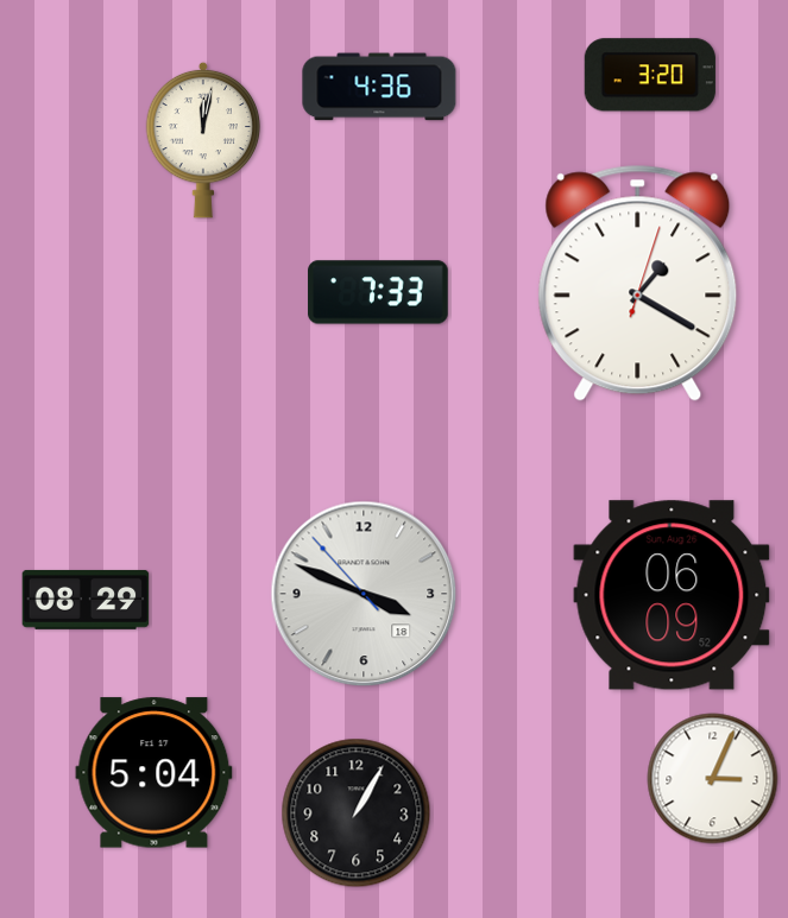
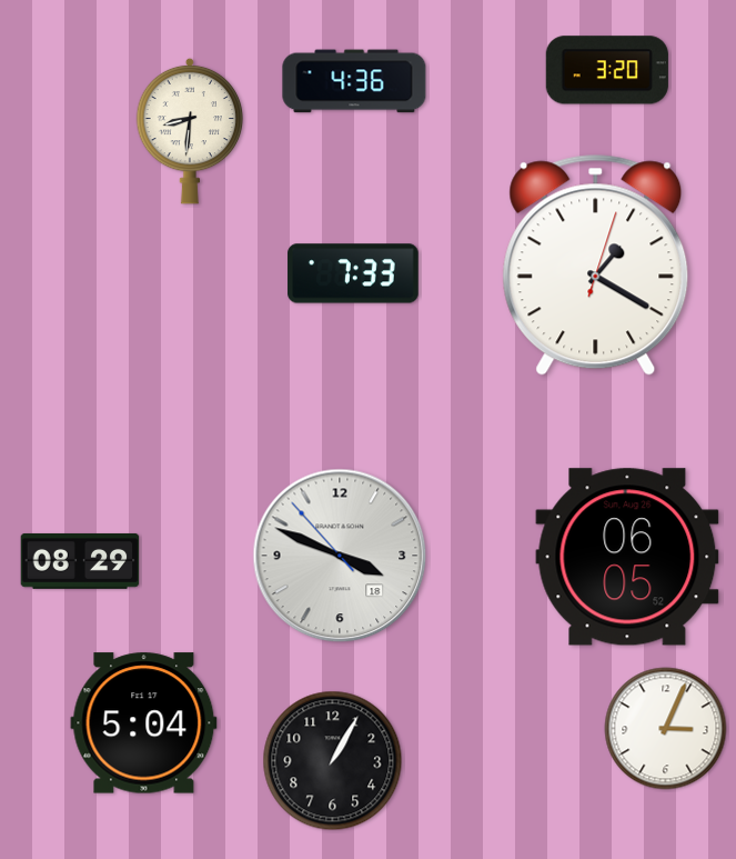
clock at (203, 140): 12:02 -> 8:31
clock at (672, 595): 06:09 -> 06:05
